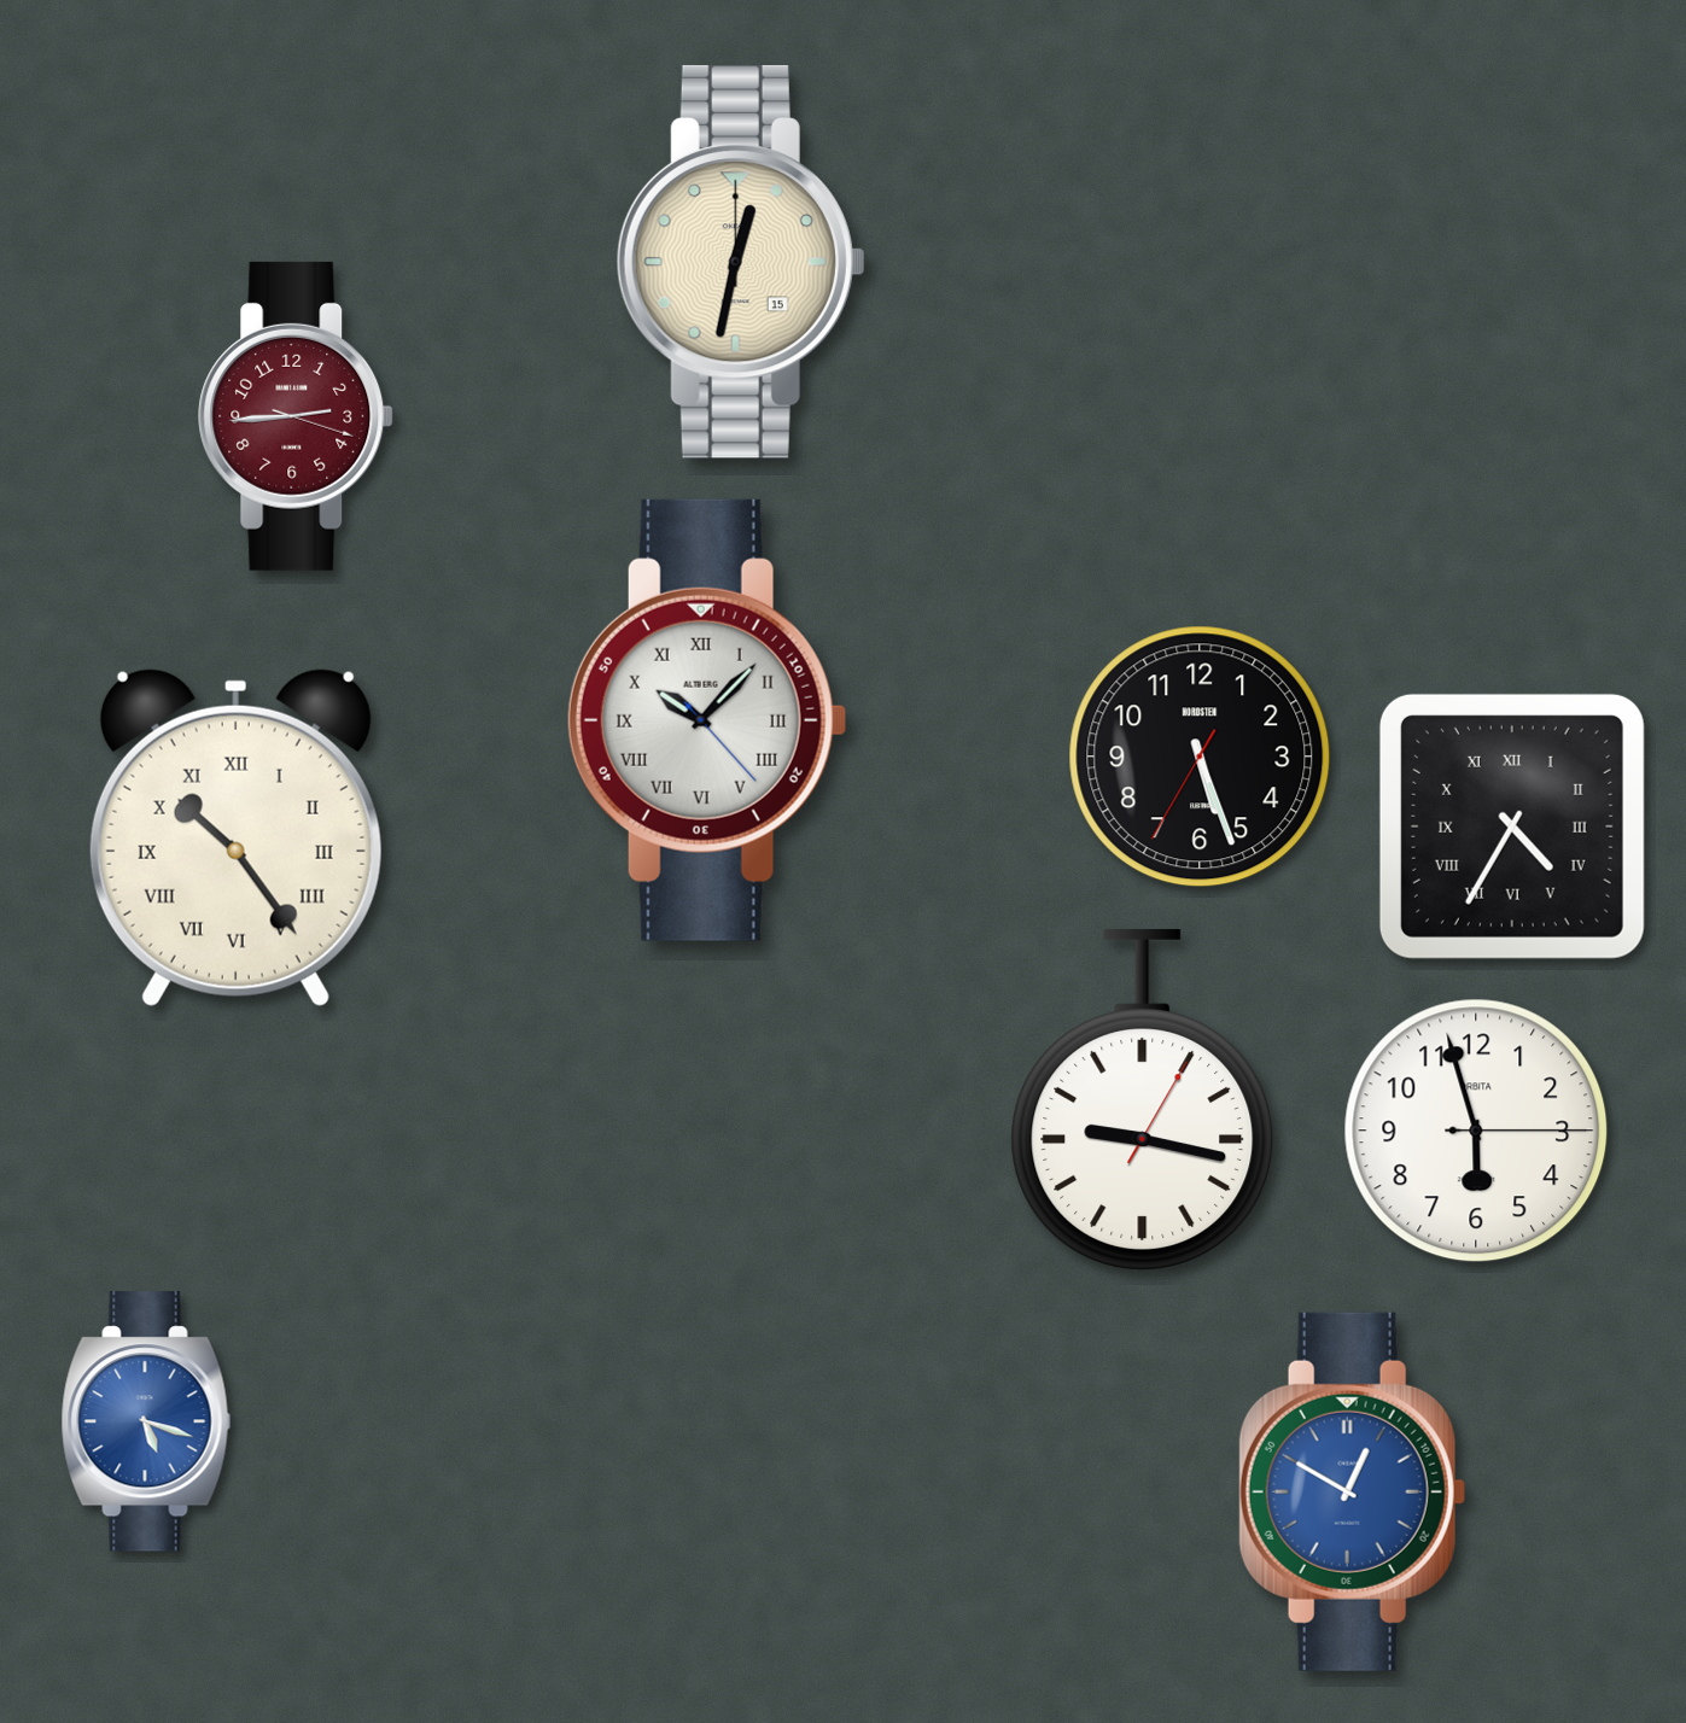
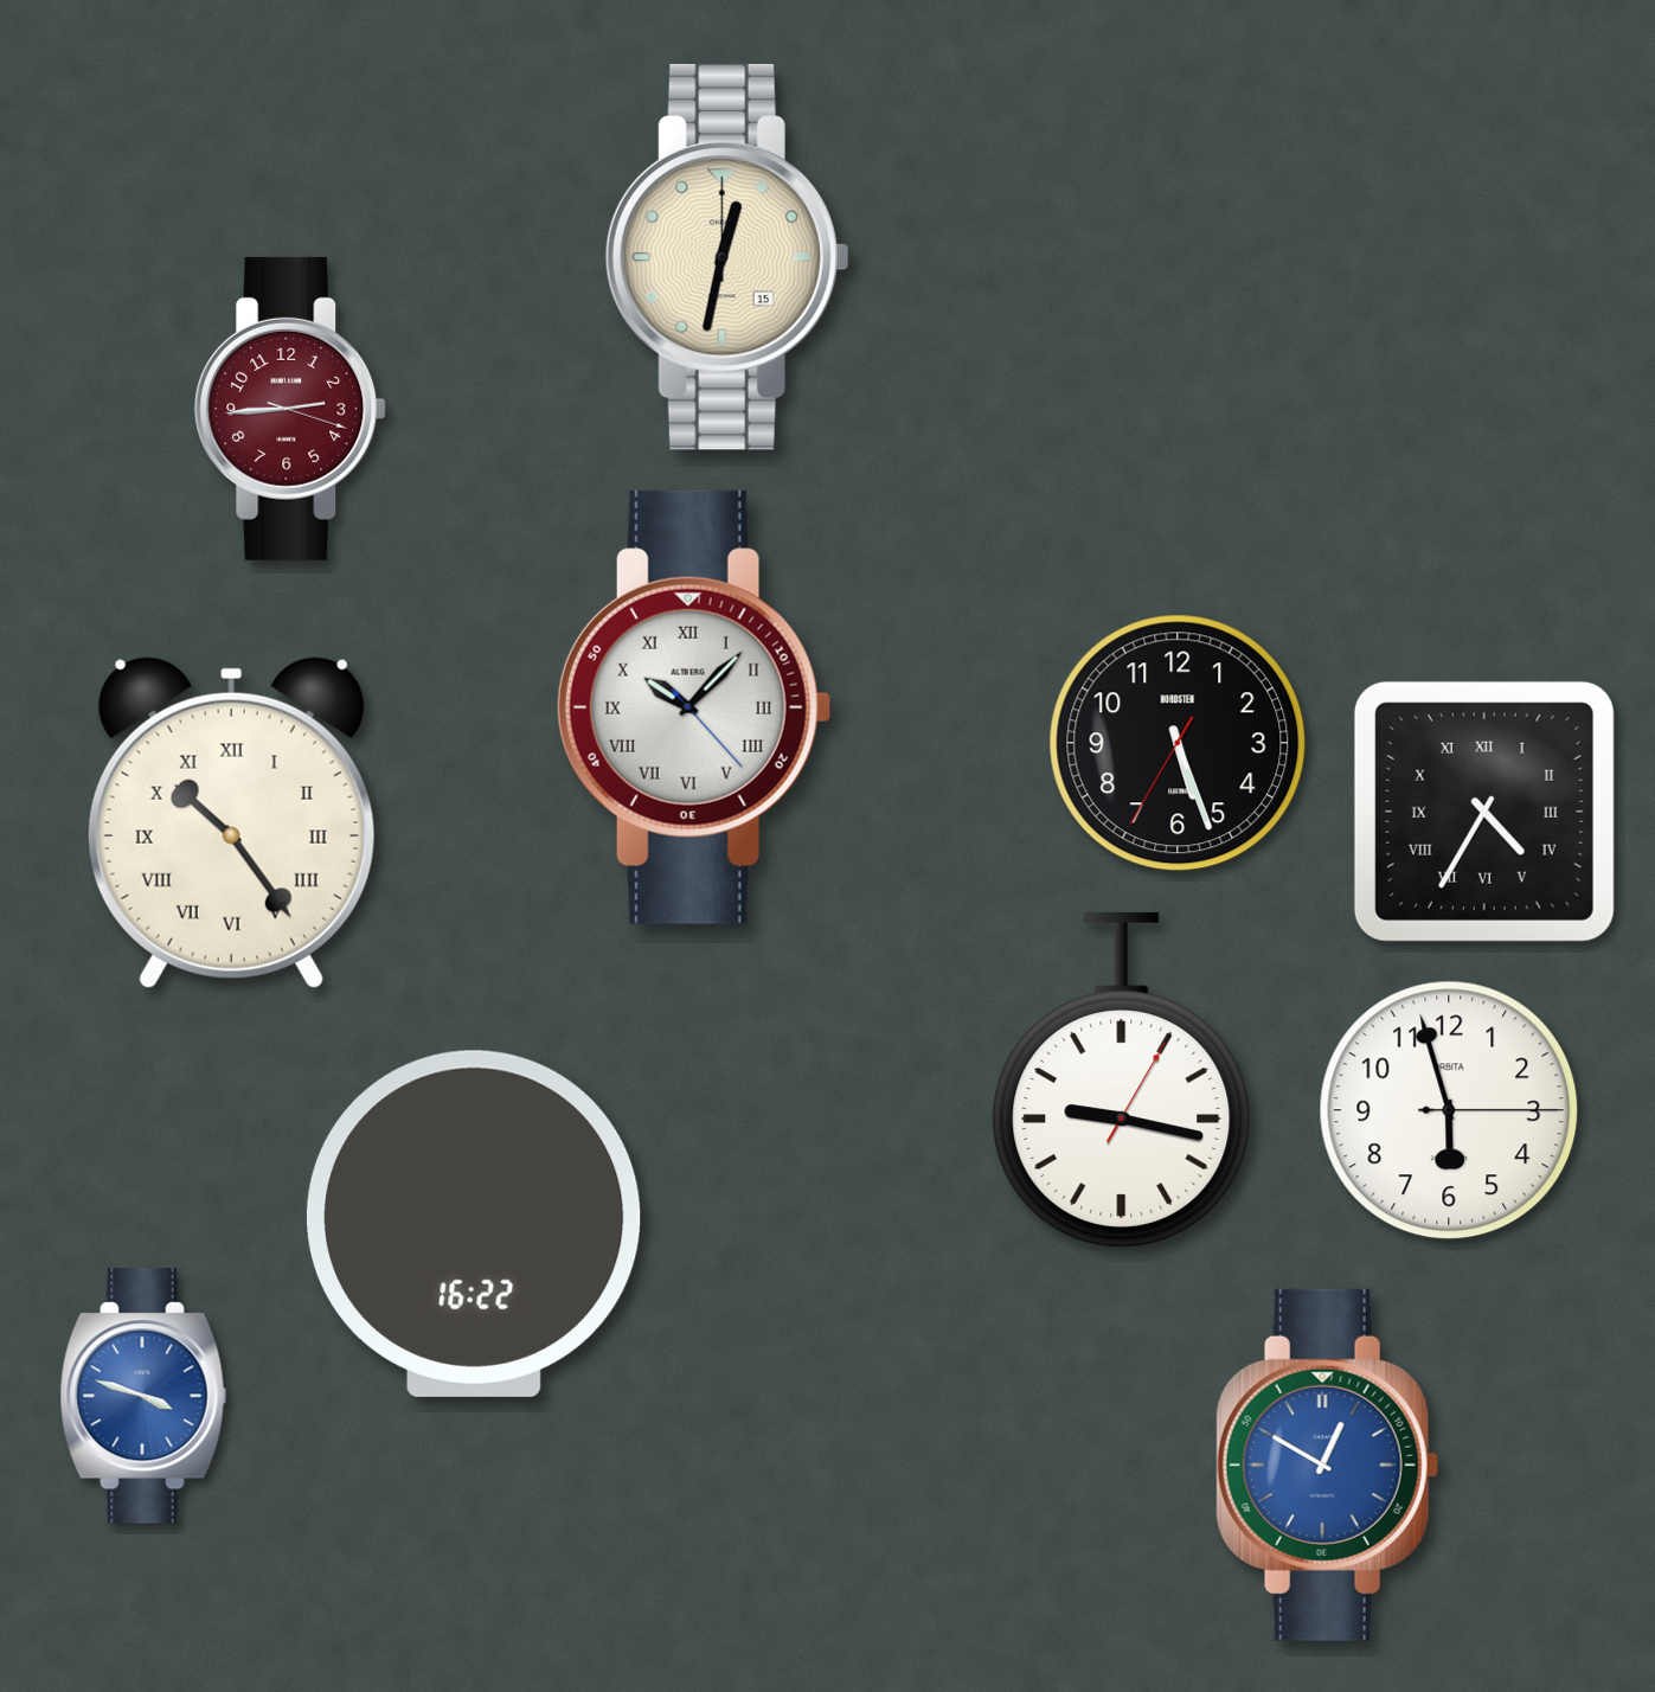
clock at (474, 1224): none -> 16:22
clock at (146, 1421): 5:18 -> 3:48
